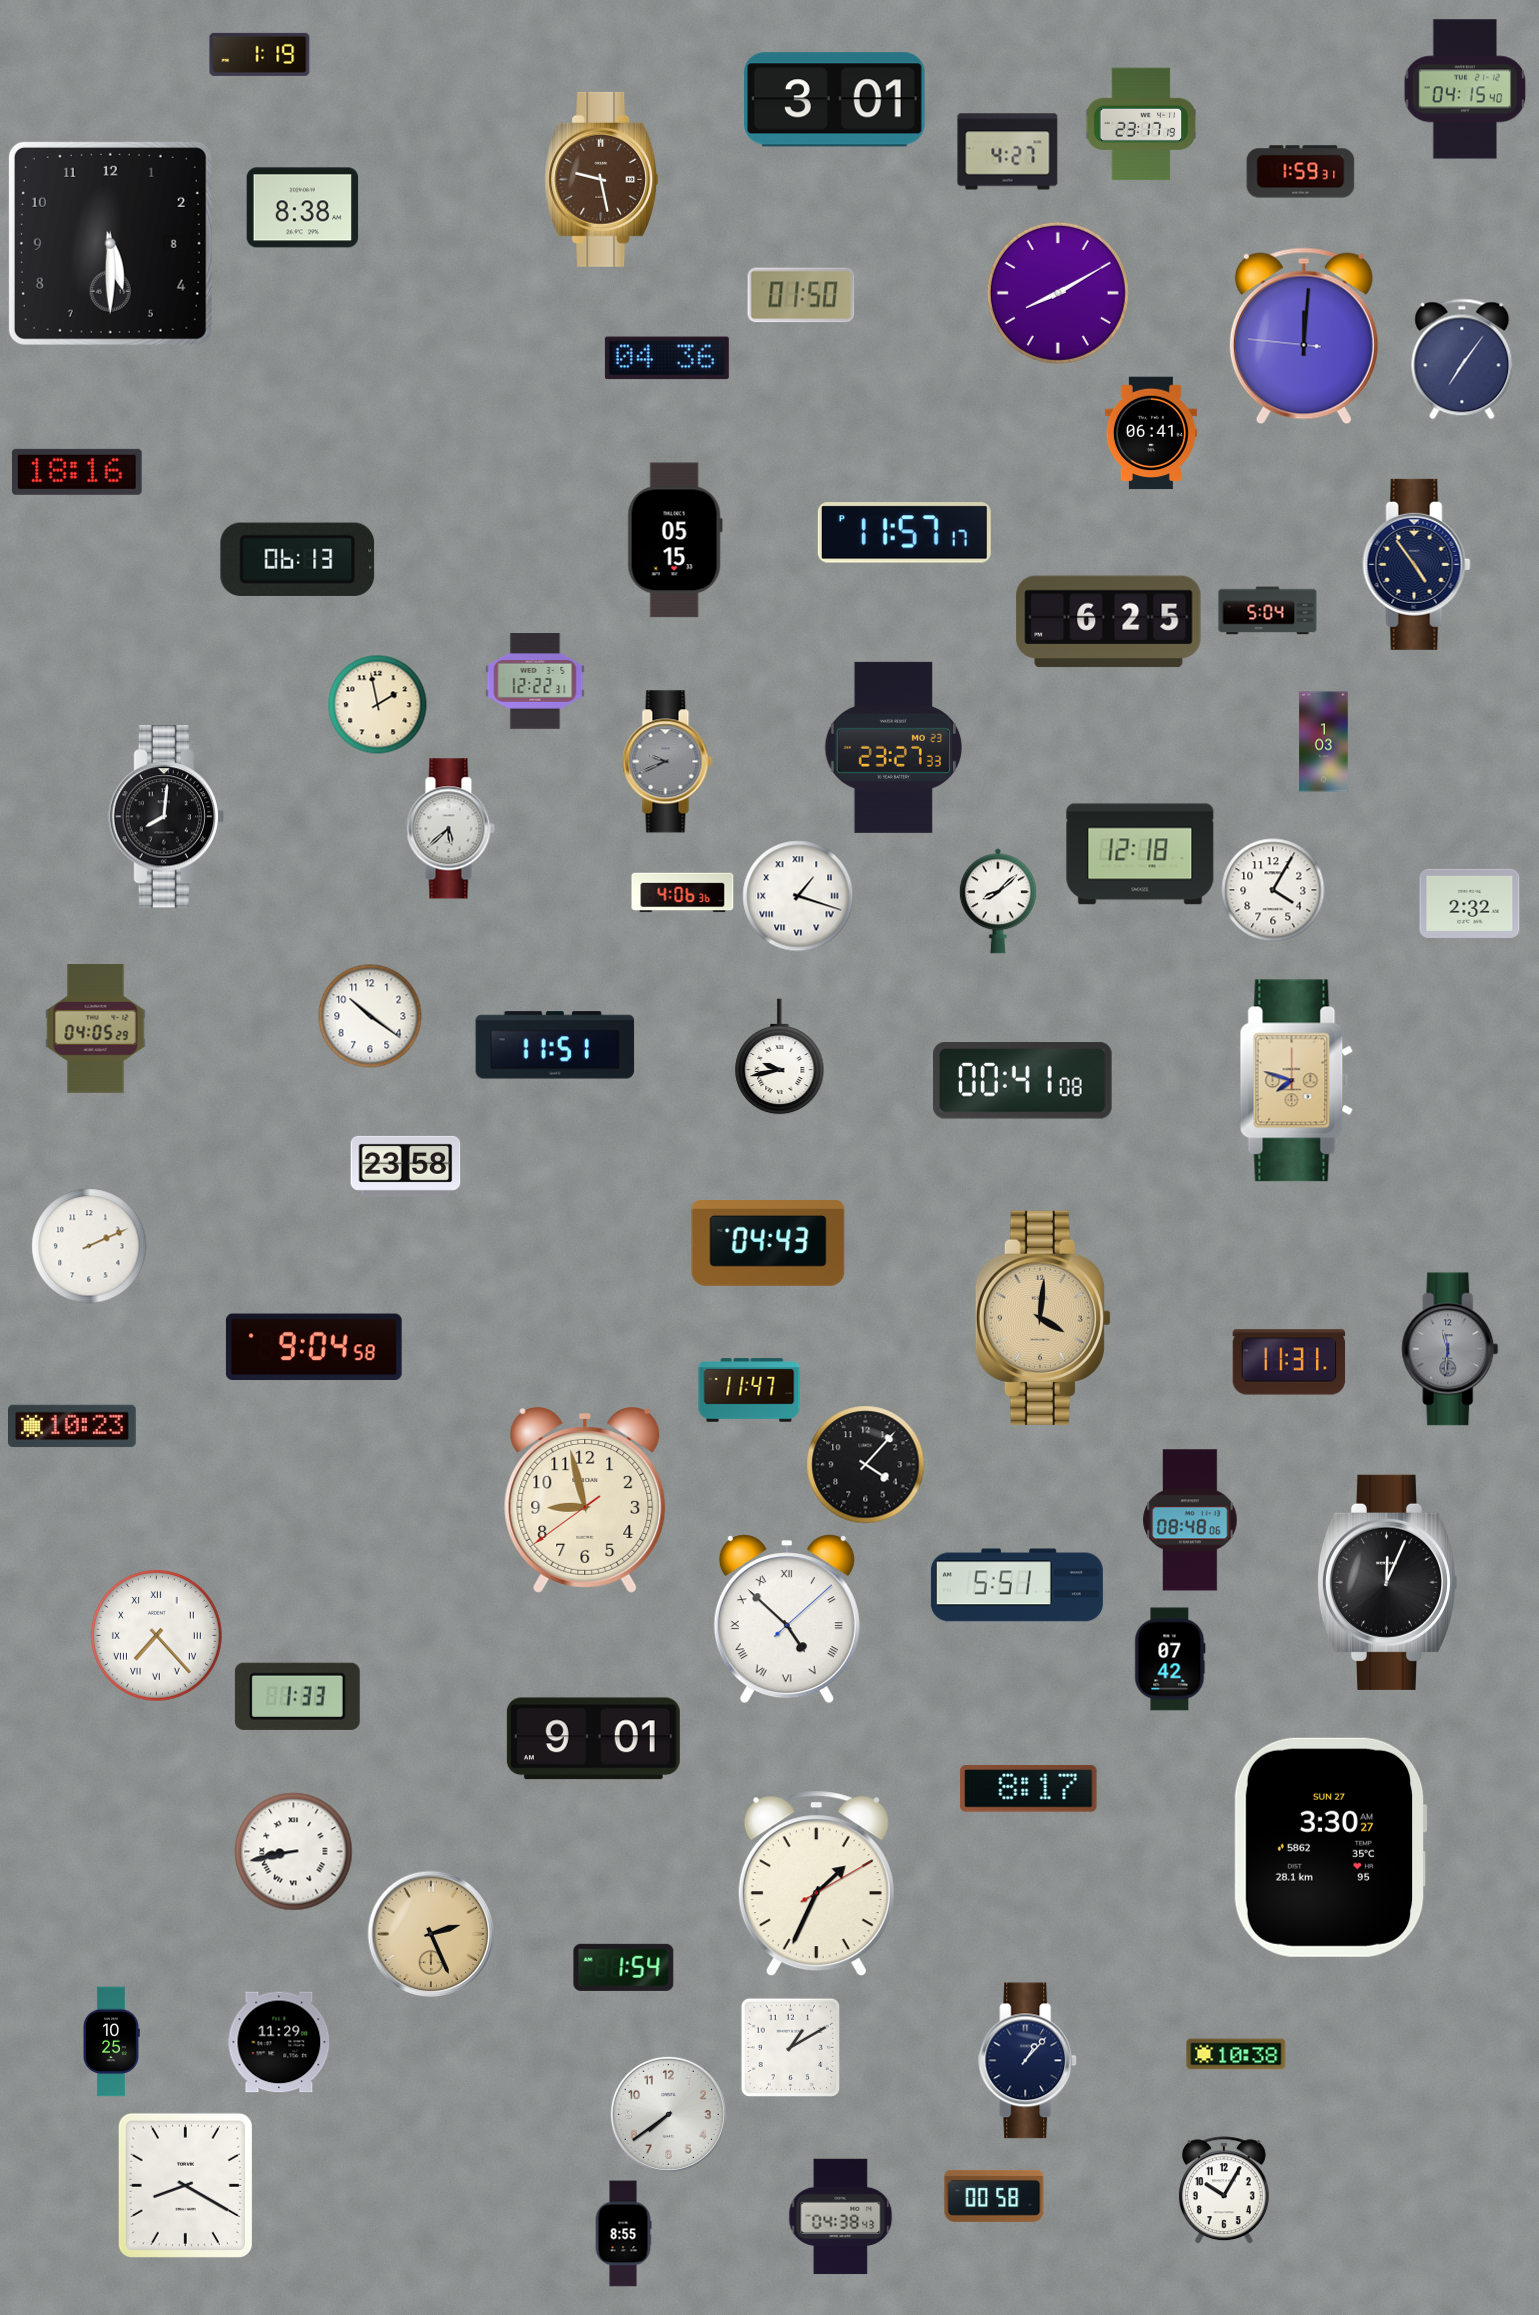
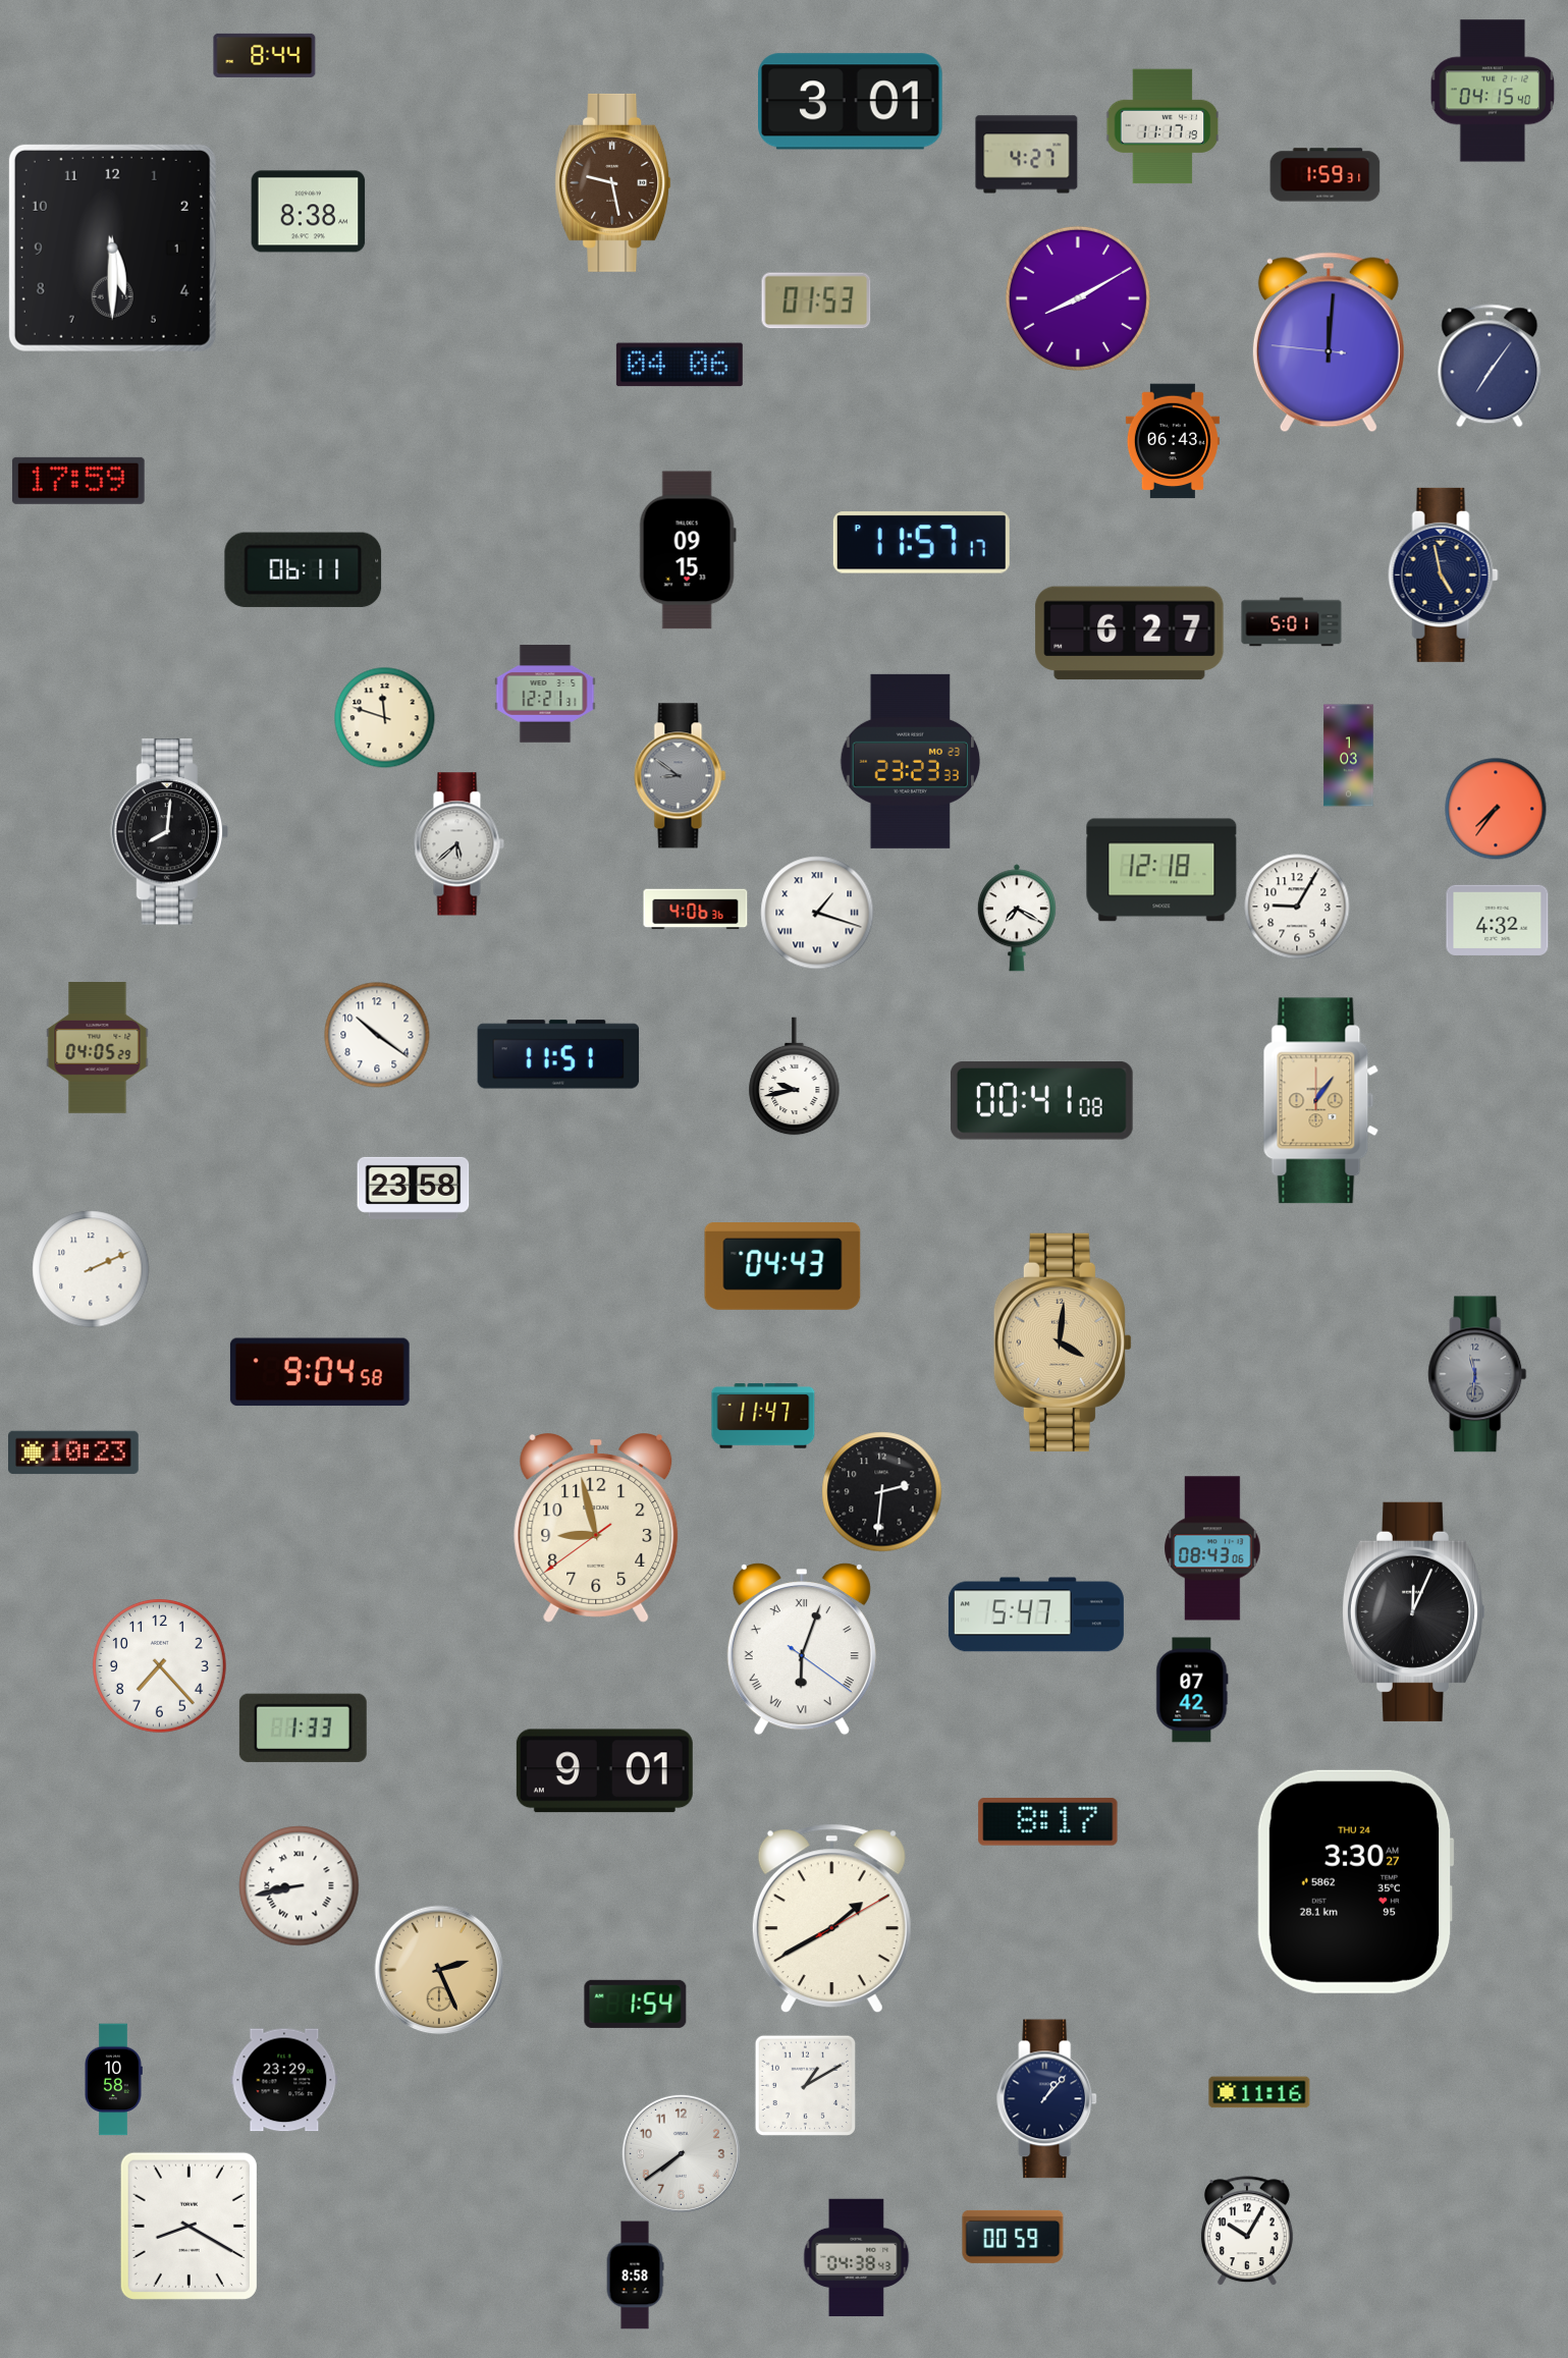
clock at (260, 54): 1:19 -> 8:44
clock at (1141, 124): 23:17 -> 11:17
clock at (110, 243) date: 8 -> 1
clock at (801, 295): 01:50 -> 01:53
clock at (667, 358): 04:36 -> 04:06
clock at (1151, 433): 06:41 -> 06:43
clock at (77, 472): 18:16 -> 17:59
clock at (675, 540): 05:15 -> 09:15
clock at (298, 559): 06:13 -> 06:11
clock at (1417, 564): 4:54 -> 4:58
clock at (1268, 611): 5:04 -> 5:01
clock at (1109, 622): 6:25 -> 6:27
clock at (535, 681): 12:22 -> 12:21
clock at (378, 705): 1:58 -> 11:48
clock at (894, 747): 23:27 -> 23:23
clock at (668, 762): 9:41 -> 8:51
clock at (1496, 809): none -> 7:36
clock at (1273, 890): 4:05 -> 9:05
clock at (798, 896) position: (798, 896) -> (817, 913)
clock at (998, 901): 8:08 -> 7:20
clock at (1470, 903): 2:32 -> 4:32
clock at (555, 1045) position: (555, 1045) -> (558, 1054)
clock at (1297, 1081): 7:48 -> 1:06
clock at (1289, 1362): 11:31 -> none
clock at (866, 1465): 4:07 -> 2:31
clock at (1190, 1520): 08:48 -> 08:43
clock at (1017, 1585): 5:51 -> 5:47
clock at (787, 1619): 4:52 -> 6:03
clock at (156, 1635) numerals: Roman -> Arabic
clock at (1330, 1847) date: SUN 27 -> THU 24
clock at (816, 1884): 1:34 -> 1:40
clock at (111, 2042): 10:25 -> 10:58
clock at (279, 2042): 11:29 -> 23:29
clock at (1236, 2054): 10:38 -> 11:16
clock at (994, 2196): 00:58 -> 00:59
clock at (623, 2234): 8:55 -> 8:58
